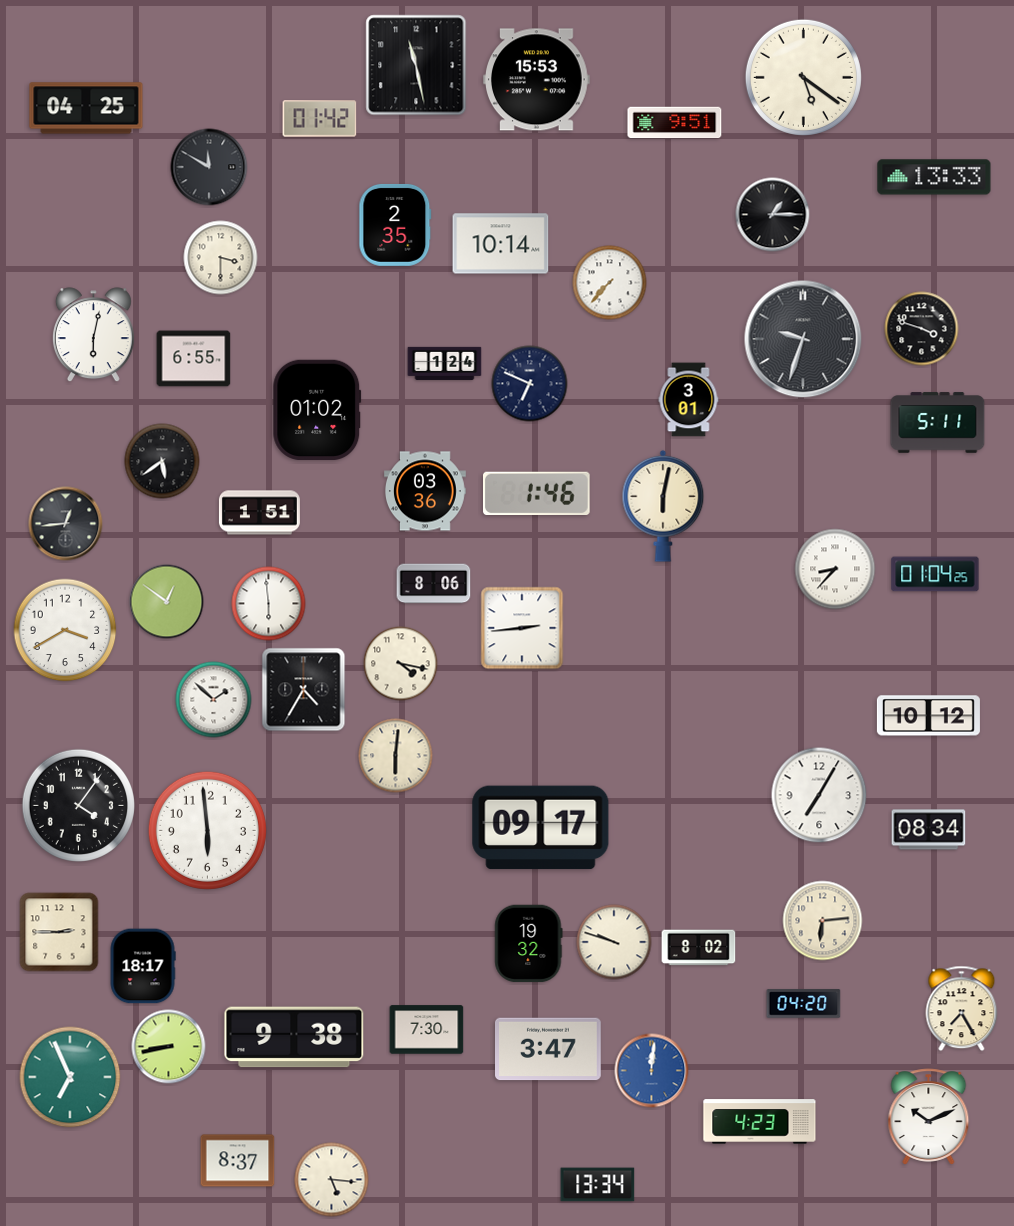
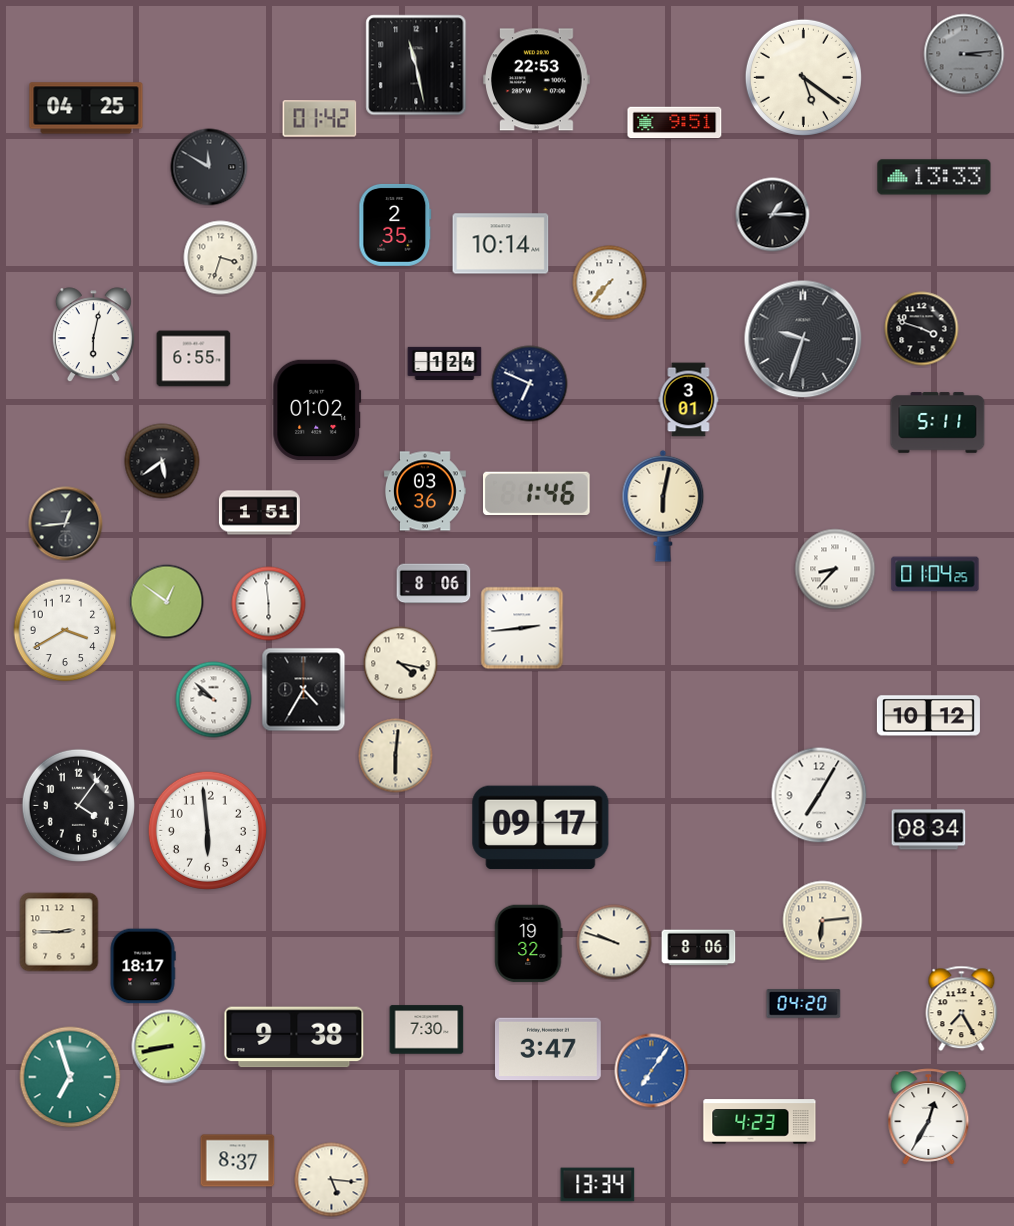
clock at (964, 54): none -> 3:14
clock at (537, 80): 15:53 -> 22:53
clock at (221, 258): 3:30 -> 3:33
clock at (214, 700): 1:52 -> 9:52
clock at (699, 948): 8:02 -> 8:06
clock at (652, 1071): 12:01 -> 7:06
clock at (70, 1077): 6:56 -> 6:57
clock at (929, 1117): 10:11 -> 12:35
